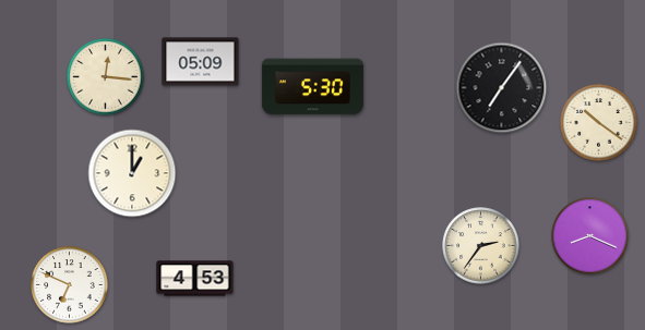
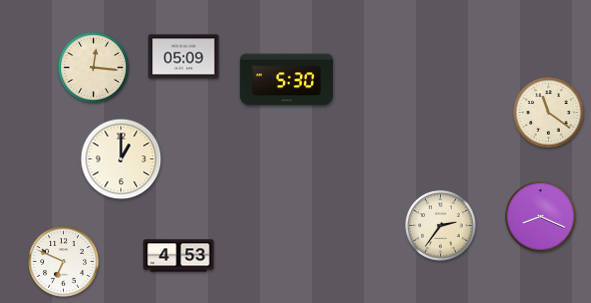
clock at (106, 77) position: (106, 77) -> (94, 68)
clock at (502, 88): 7:06 -> none
clock at (599, 123): 10:21 -> 11:21
